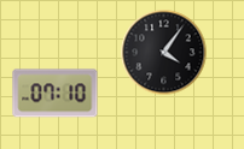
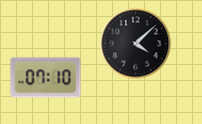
clock at (164, 53): 4:06 -> 4:08
